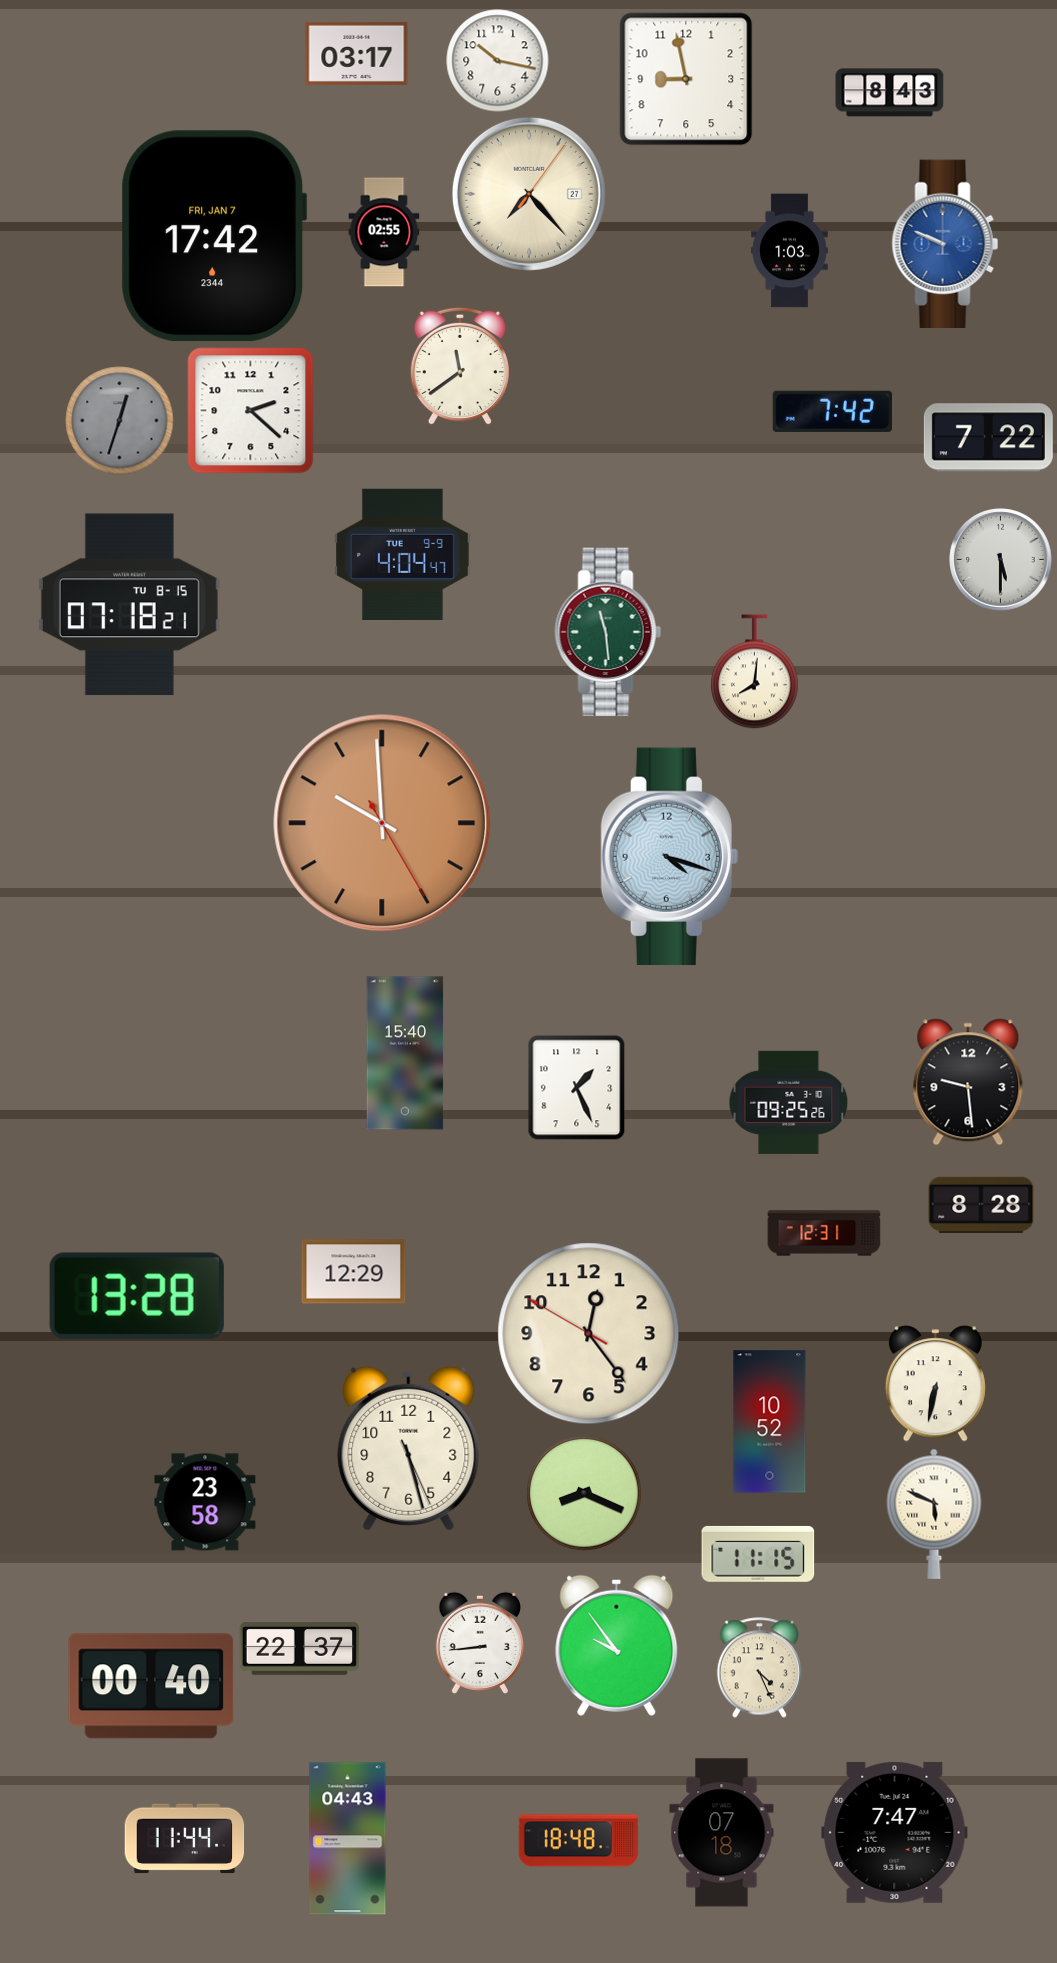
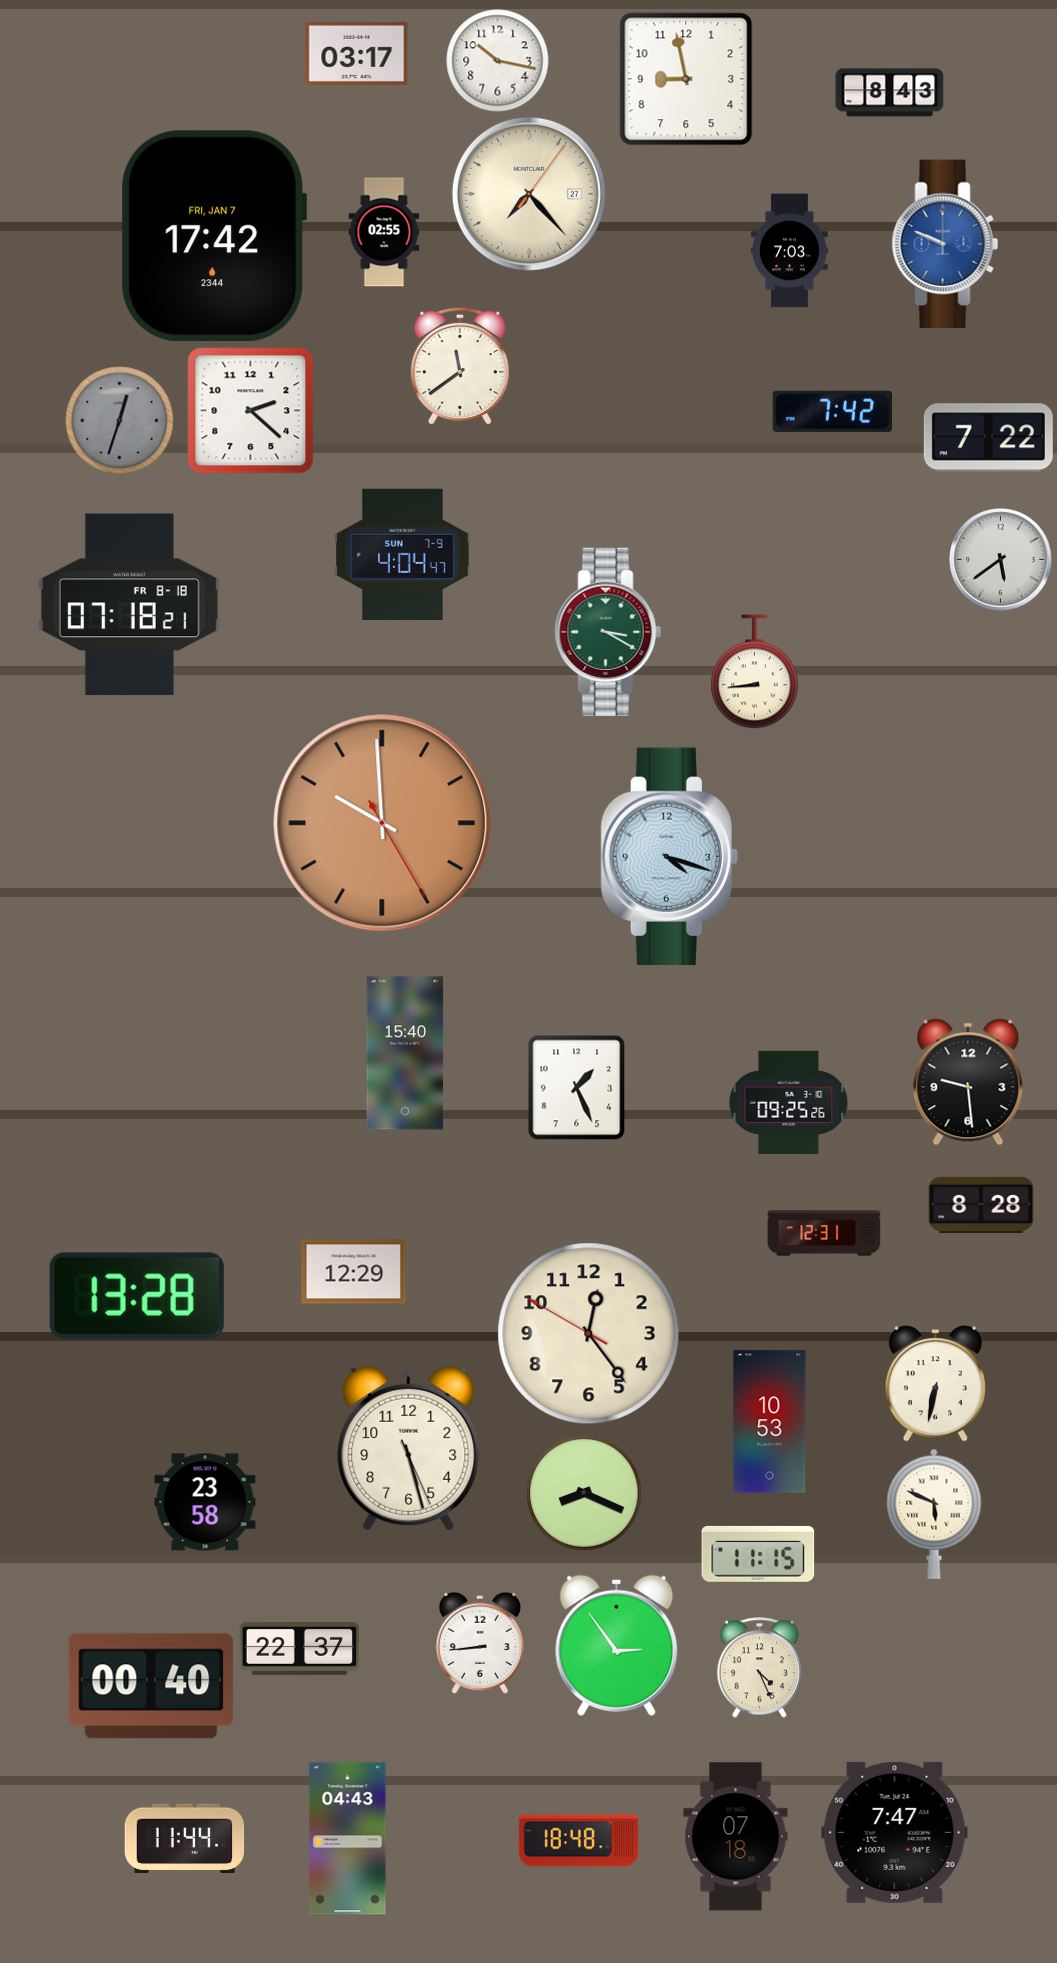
clock at (789, 251): 1:03 -> 7:03
clock at (403, 555) date: TUE 9-9 -> SUN 7-9
clock at (1001, 560): 5:30 -> 5:39
clock at (129, 605) date: TU 8-15 -> FR 8-18
clock at (608, 632): 11:29 -> 3:20
clock at (755, 672): 8:01 -> 8:44
clock at (770, 1422): 10:52 -> 10:53
clock at (617, 1645): 9:54 -> 2:54
clock at (722, 1833) position: (722, 1833) -> (736, 1837)
